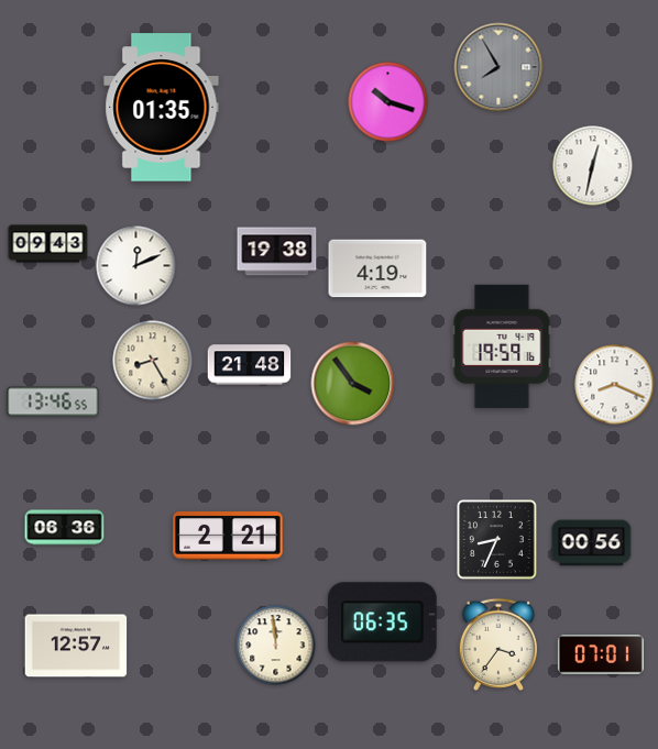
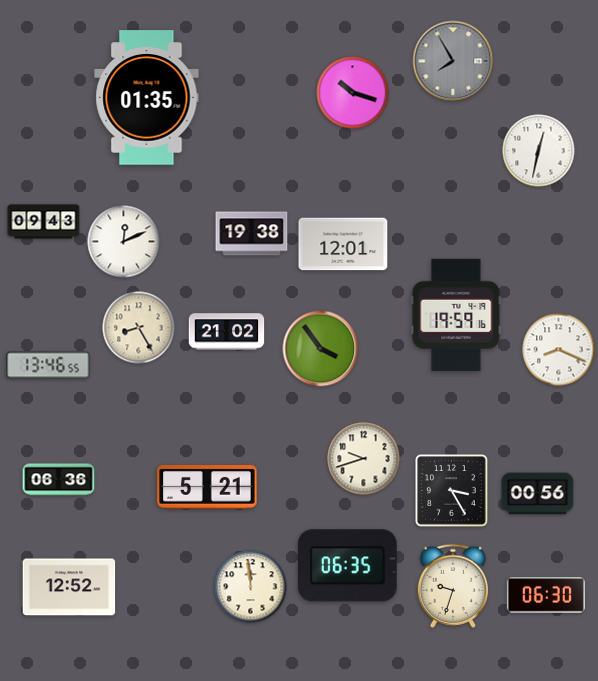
clock at (277, 252) position: (277, 252) -> (252, 234)
clock at (377, 268): 4:19 -> 12:01
clock at (250, 365): 21:48 -> 21:02
clock at (364, 459): none -> 9:42
clock at (228, 537): 2:21 -> 5:21
clock at (497, 540): 8:34 -> 3:25
clock at (497, 645): 3:36 -> 9:33
clock at (76, 646): 12:57 -> 12:52
clock at (601, 654): 07:01 -> 06:30
